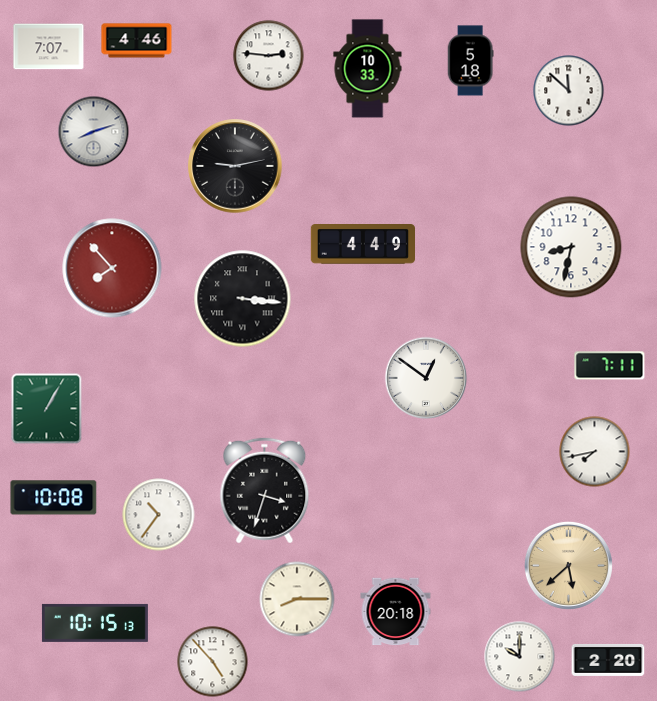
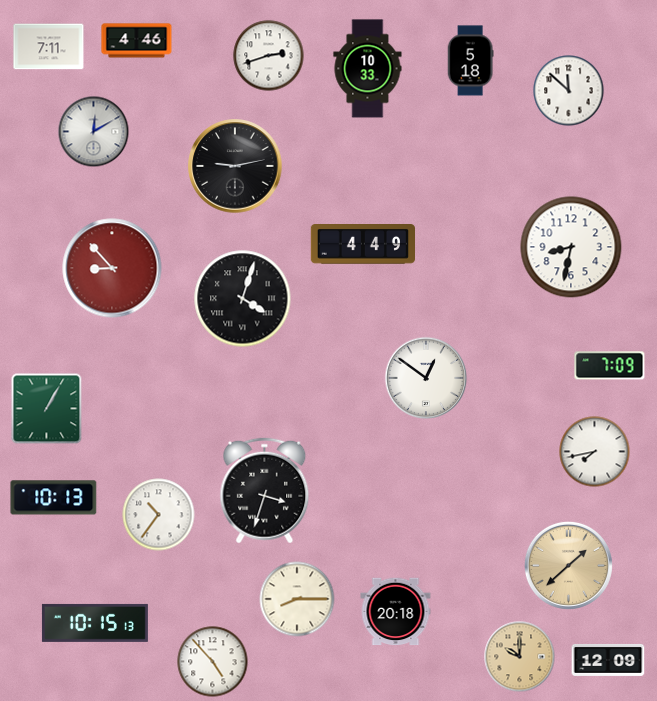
clock at (49, 47): 7:07 -> 7:11
clock at (269, 56): 2:46 -> 2:42
clock at (94, 132): 8:12 -> 12:10
clock at (112, 268): 7:53 -> 8:53
clock at (243, 299): 3:16 -> 4:03
clock at (610, 366): 7:11 -> 7:09
clock at (54, 498): 10:08 -> 10:13
clock at (568, 565): 5:38 -> 1:38
clock at (520, 657) dial: white -> champagne
clock at (608, 660): 2:20 -> 12:09
